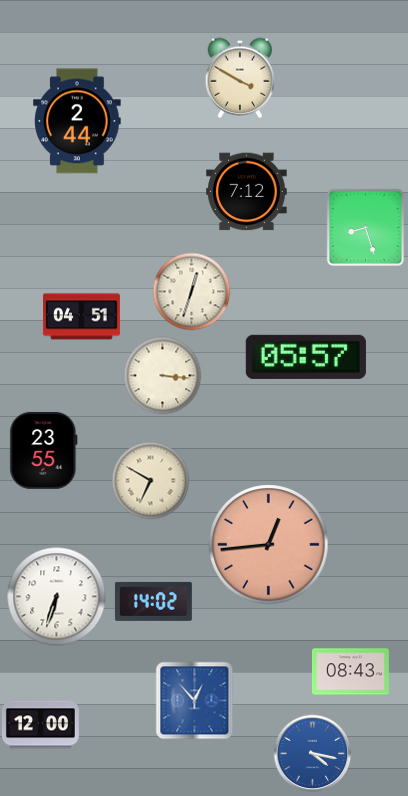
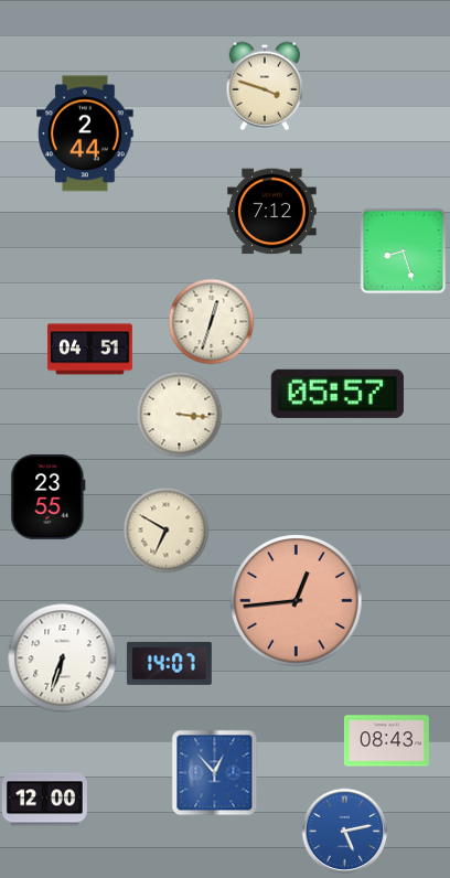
clock at (240, 78): 3:50 -> 3:48
clock at (153, 601): 14:02 -> 14:07
clock at (312, 753): 4:17 -> 5:13
